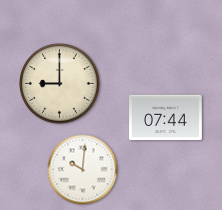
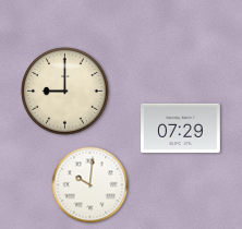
clock at (166, 118): 07:44 -> 07:29
